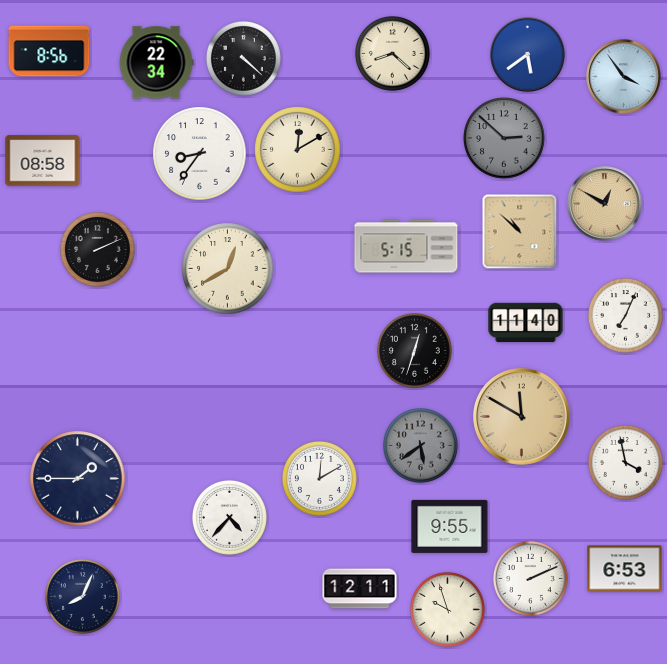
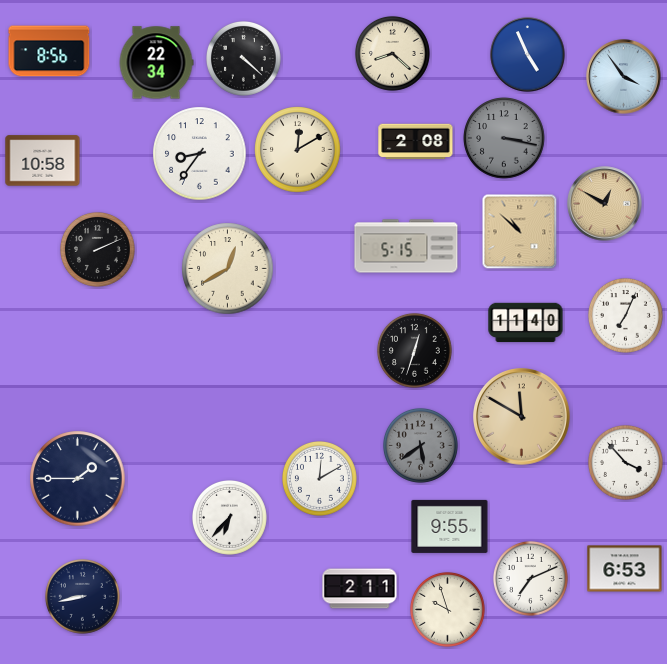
clock at (528, 55): 5:39 -> 4:56
clock at (504, 138): 2:52 -> 3:17
clock at (416, 142): none -> 2:08
clock at (43, 161): 08:58 -> 10:58
clock at (626, 463): 3:58 -> 3:53
clock at (230, 518): 4:37 -> 6:37
clock at (531, 579): 2:11 -> 7:11
clock at (360, 589): 12:11 -> 2:11
clock at (83, 597): 8:04 -> 8:43
